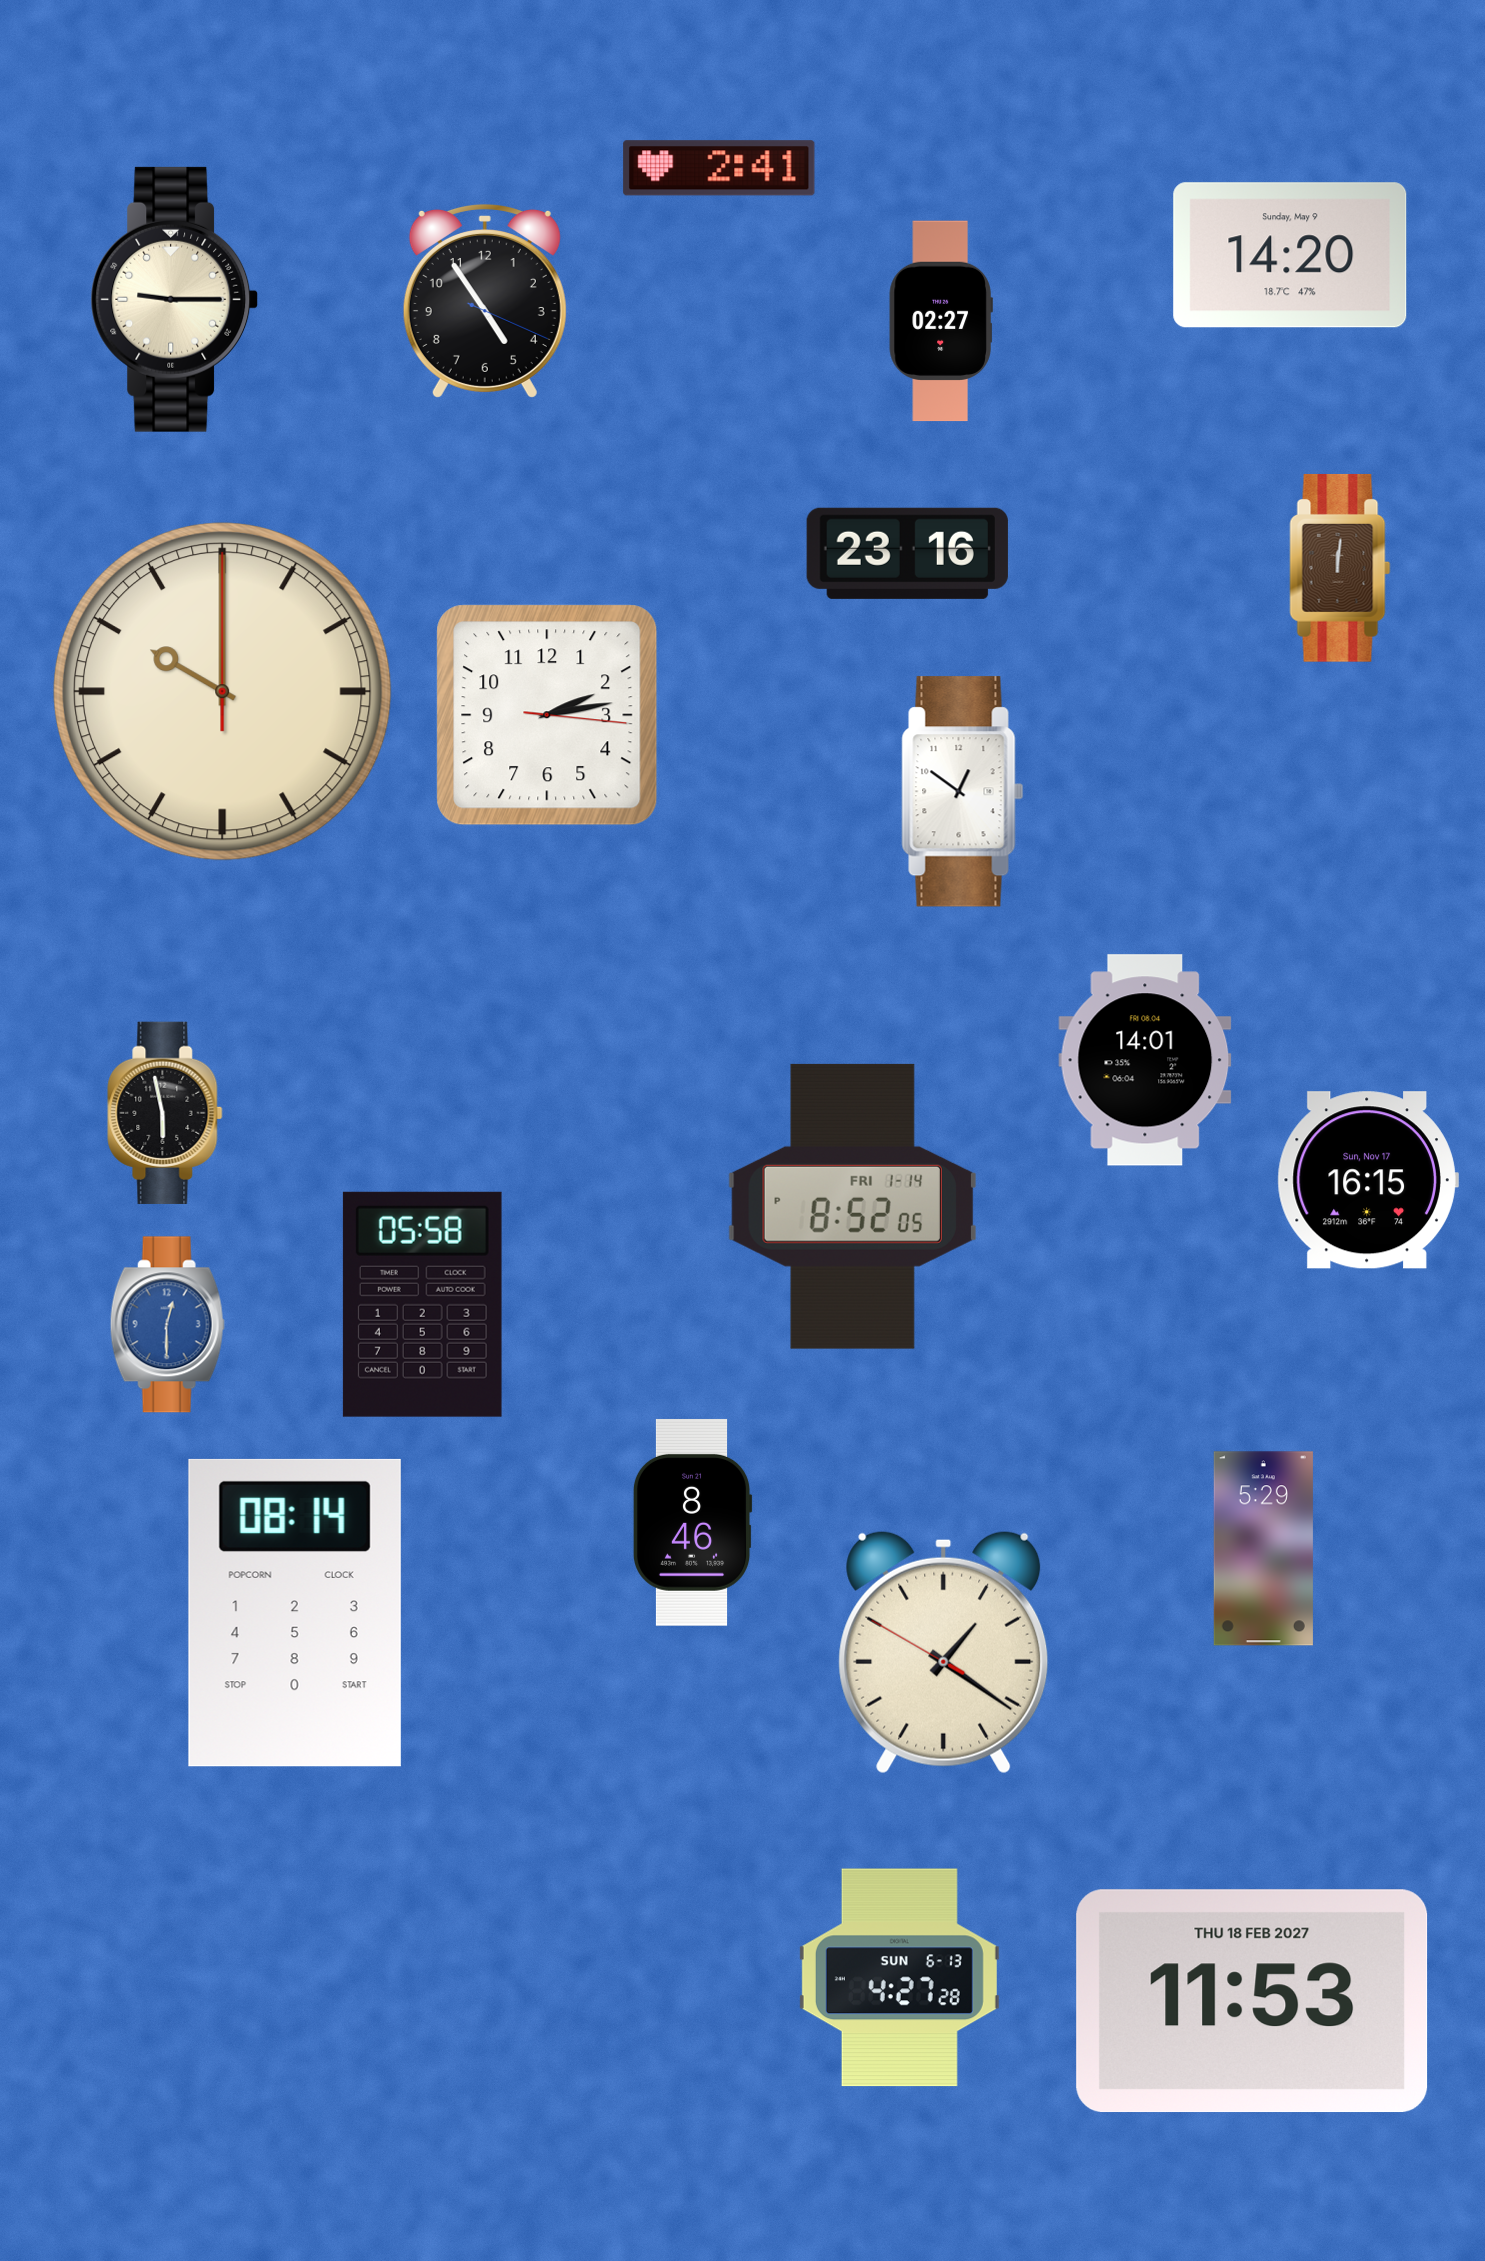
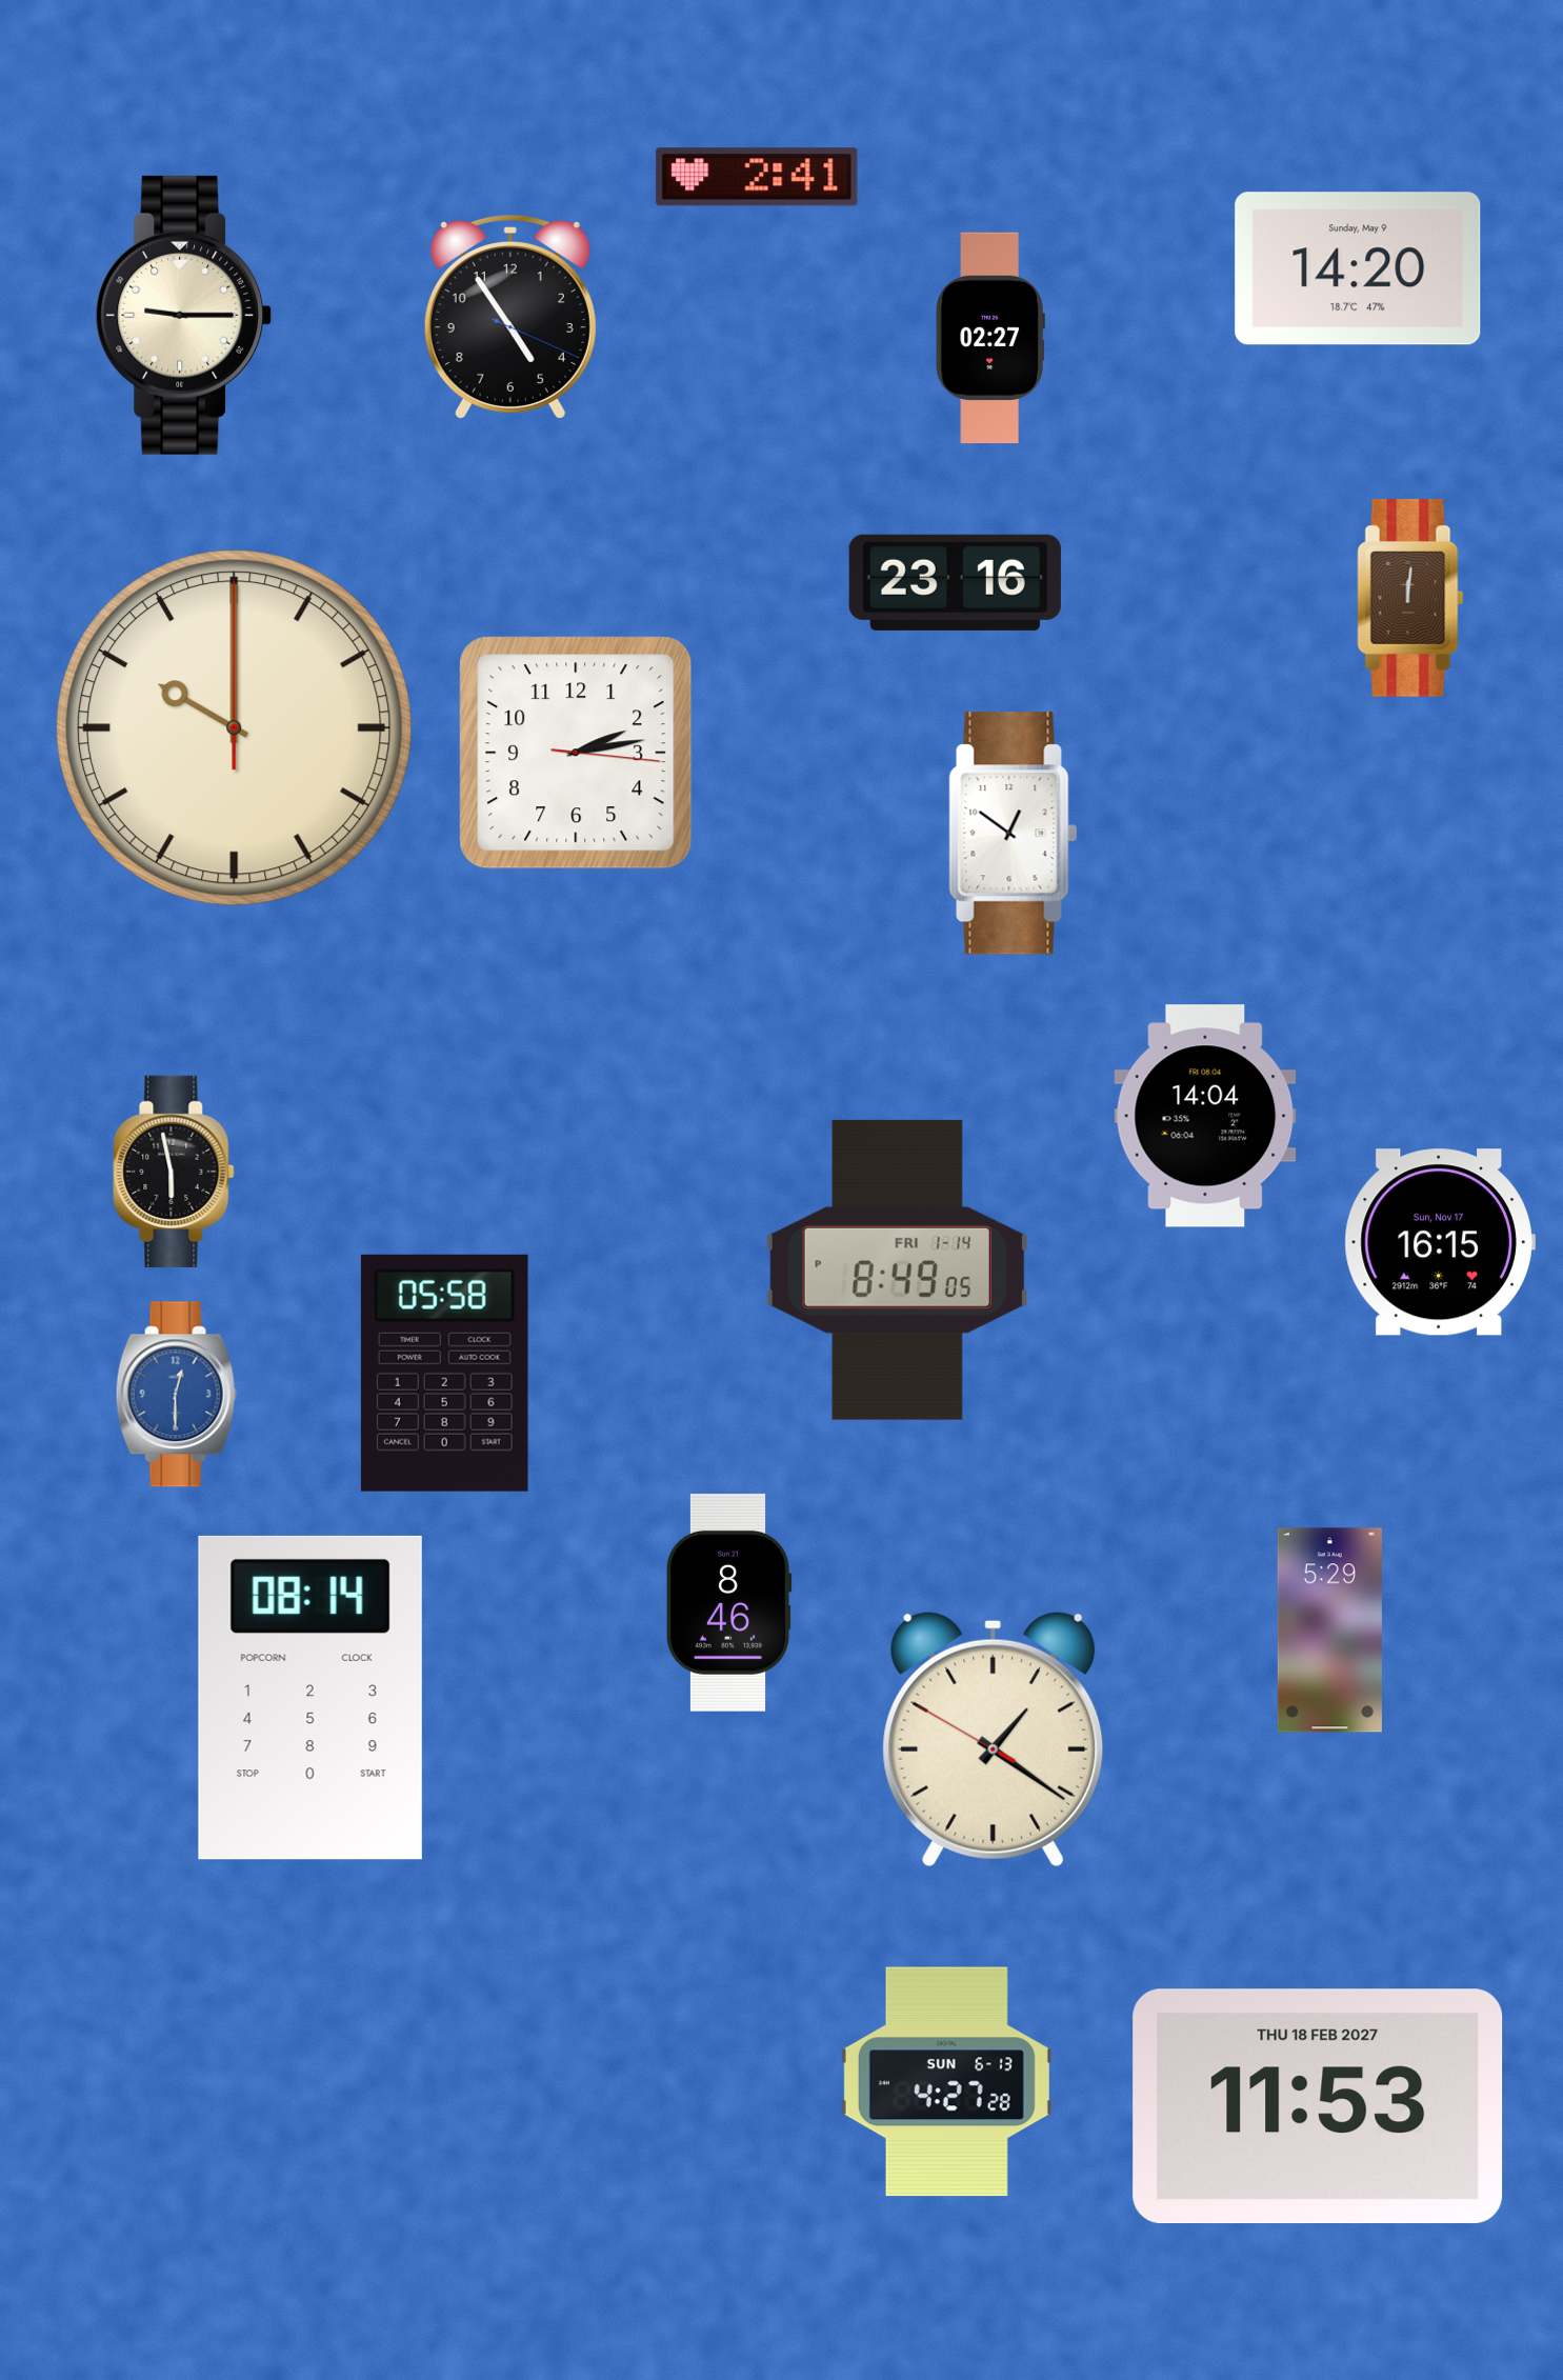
clock at (1145, 1060): 14:01 -> 14:04
clock at (852, 1206): 8:52 -> 8:49
